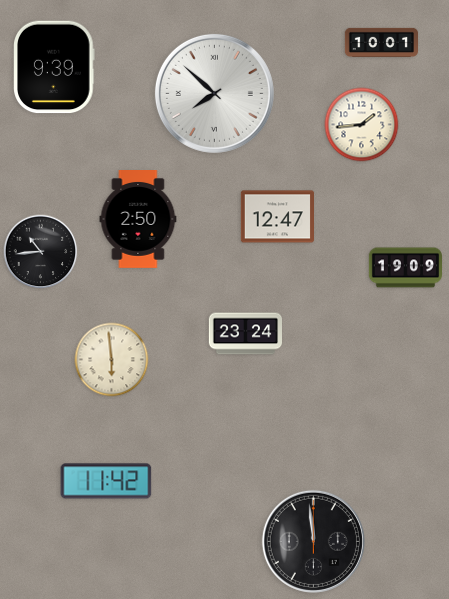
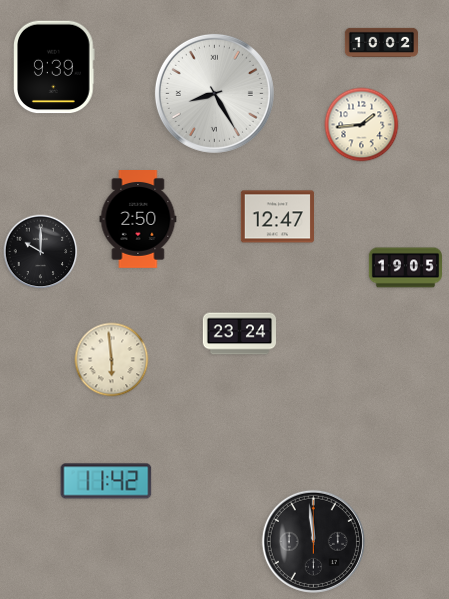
clock at (382, 42): 10:01 -> 10:02
clock at (214, 93): 7:52 -> 8:25
clock at (41, 252): 10:44 -> 10:00
clock at (405, 268): 19:09 -> 19:05
clock at (245, 334) position: (245, 334) -> (239, 334)
